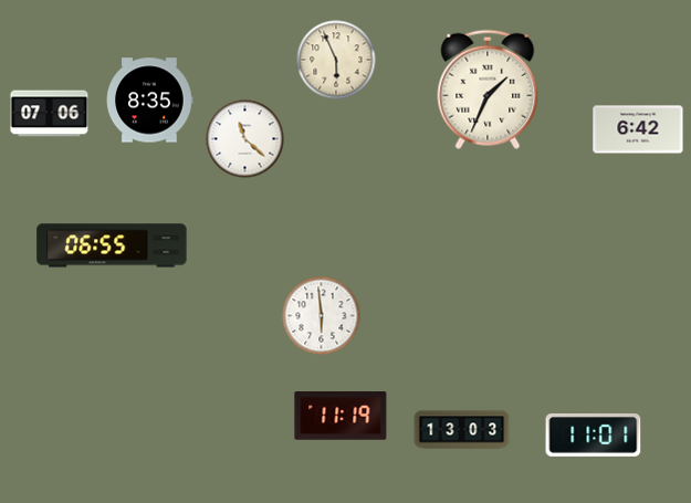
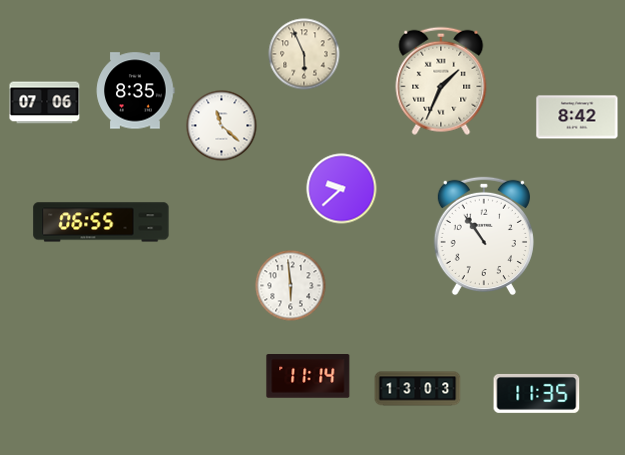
clock at (638, 129): 6:42 -> 8:42
clock at (342, 189): none -> 9:38
clock at (484, 236): none -> 10:54
clock at (341, 417): 11:19 -> 11:14
clock at (594, 434): 11:01 -> 11:35
